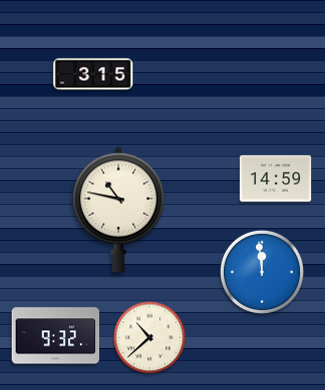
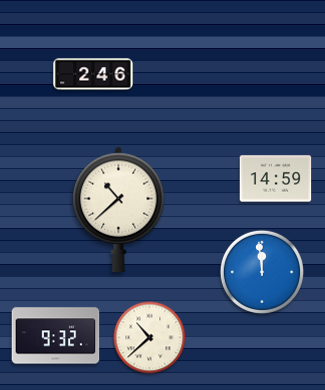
clock at (93, 74): 3:15 -> 2:46
clock at (119, 209): 10:47 -> 10:38
